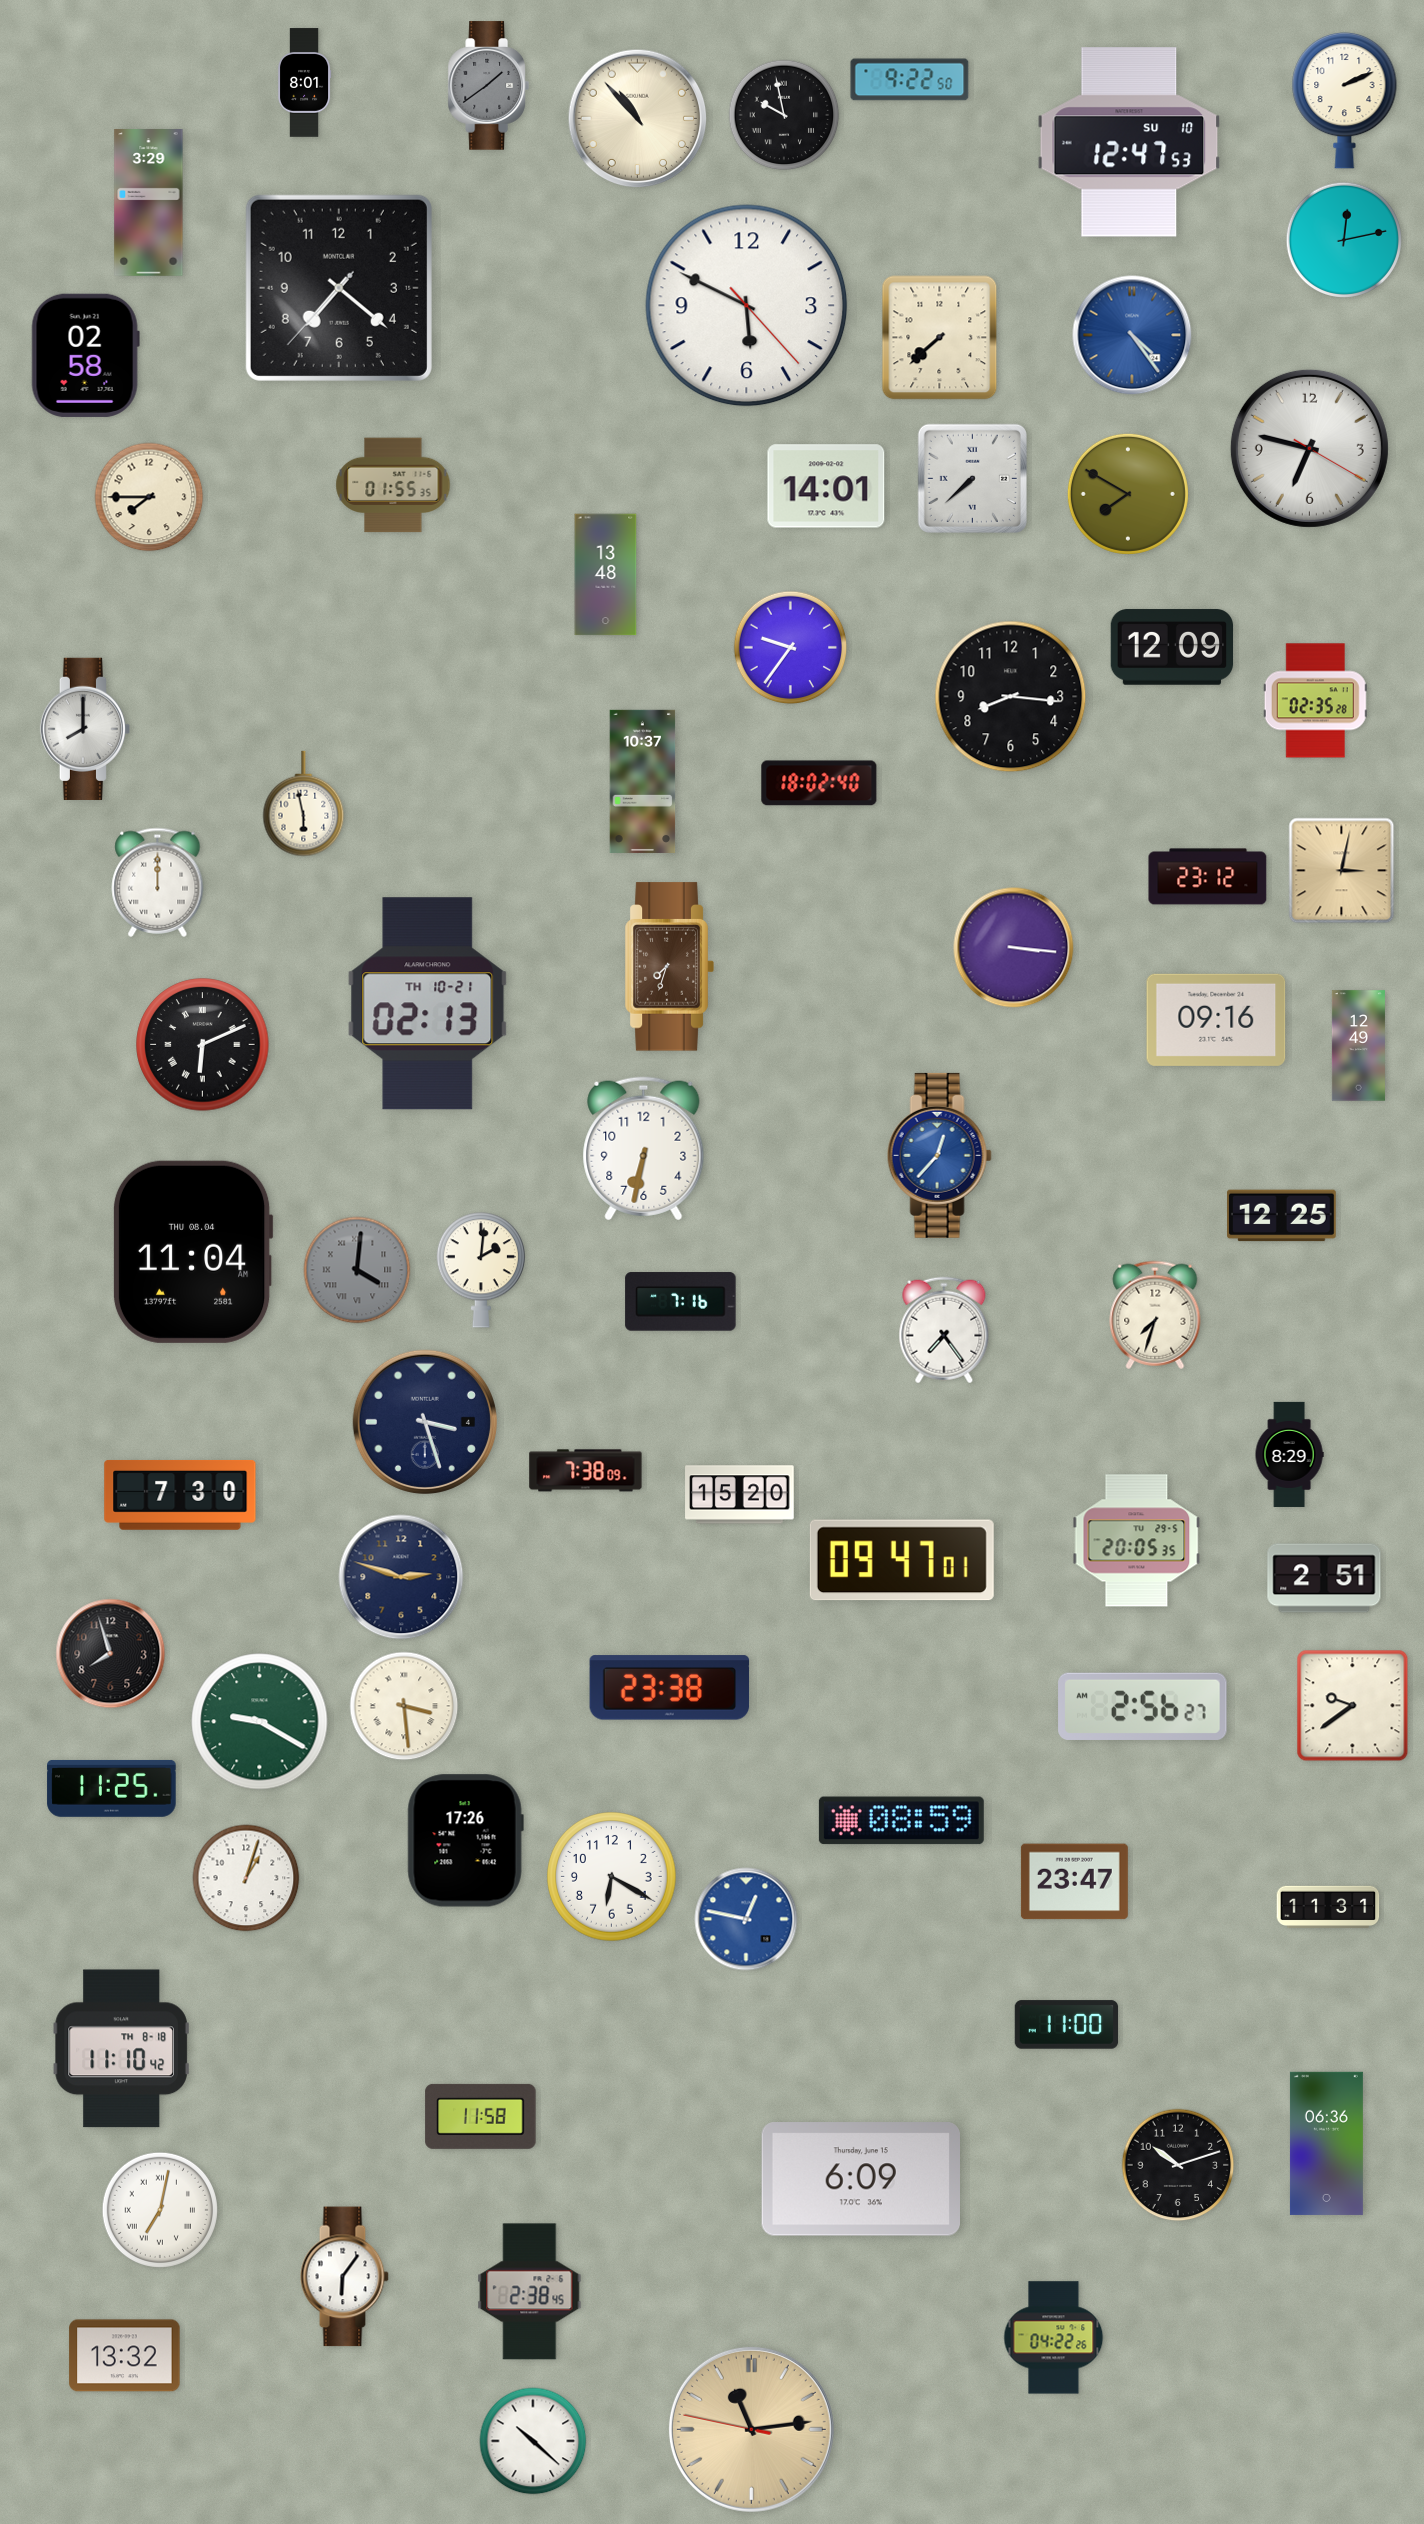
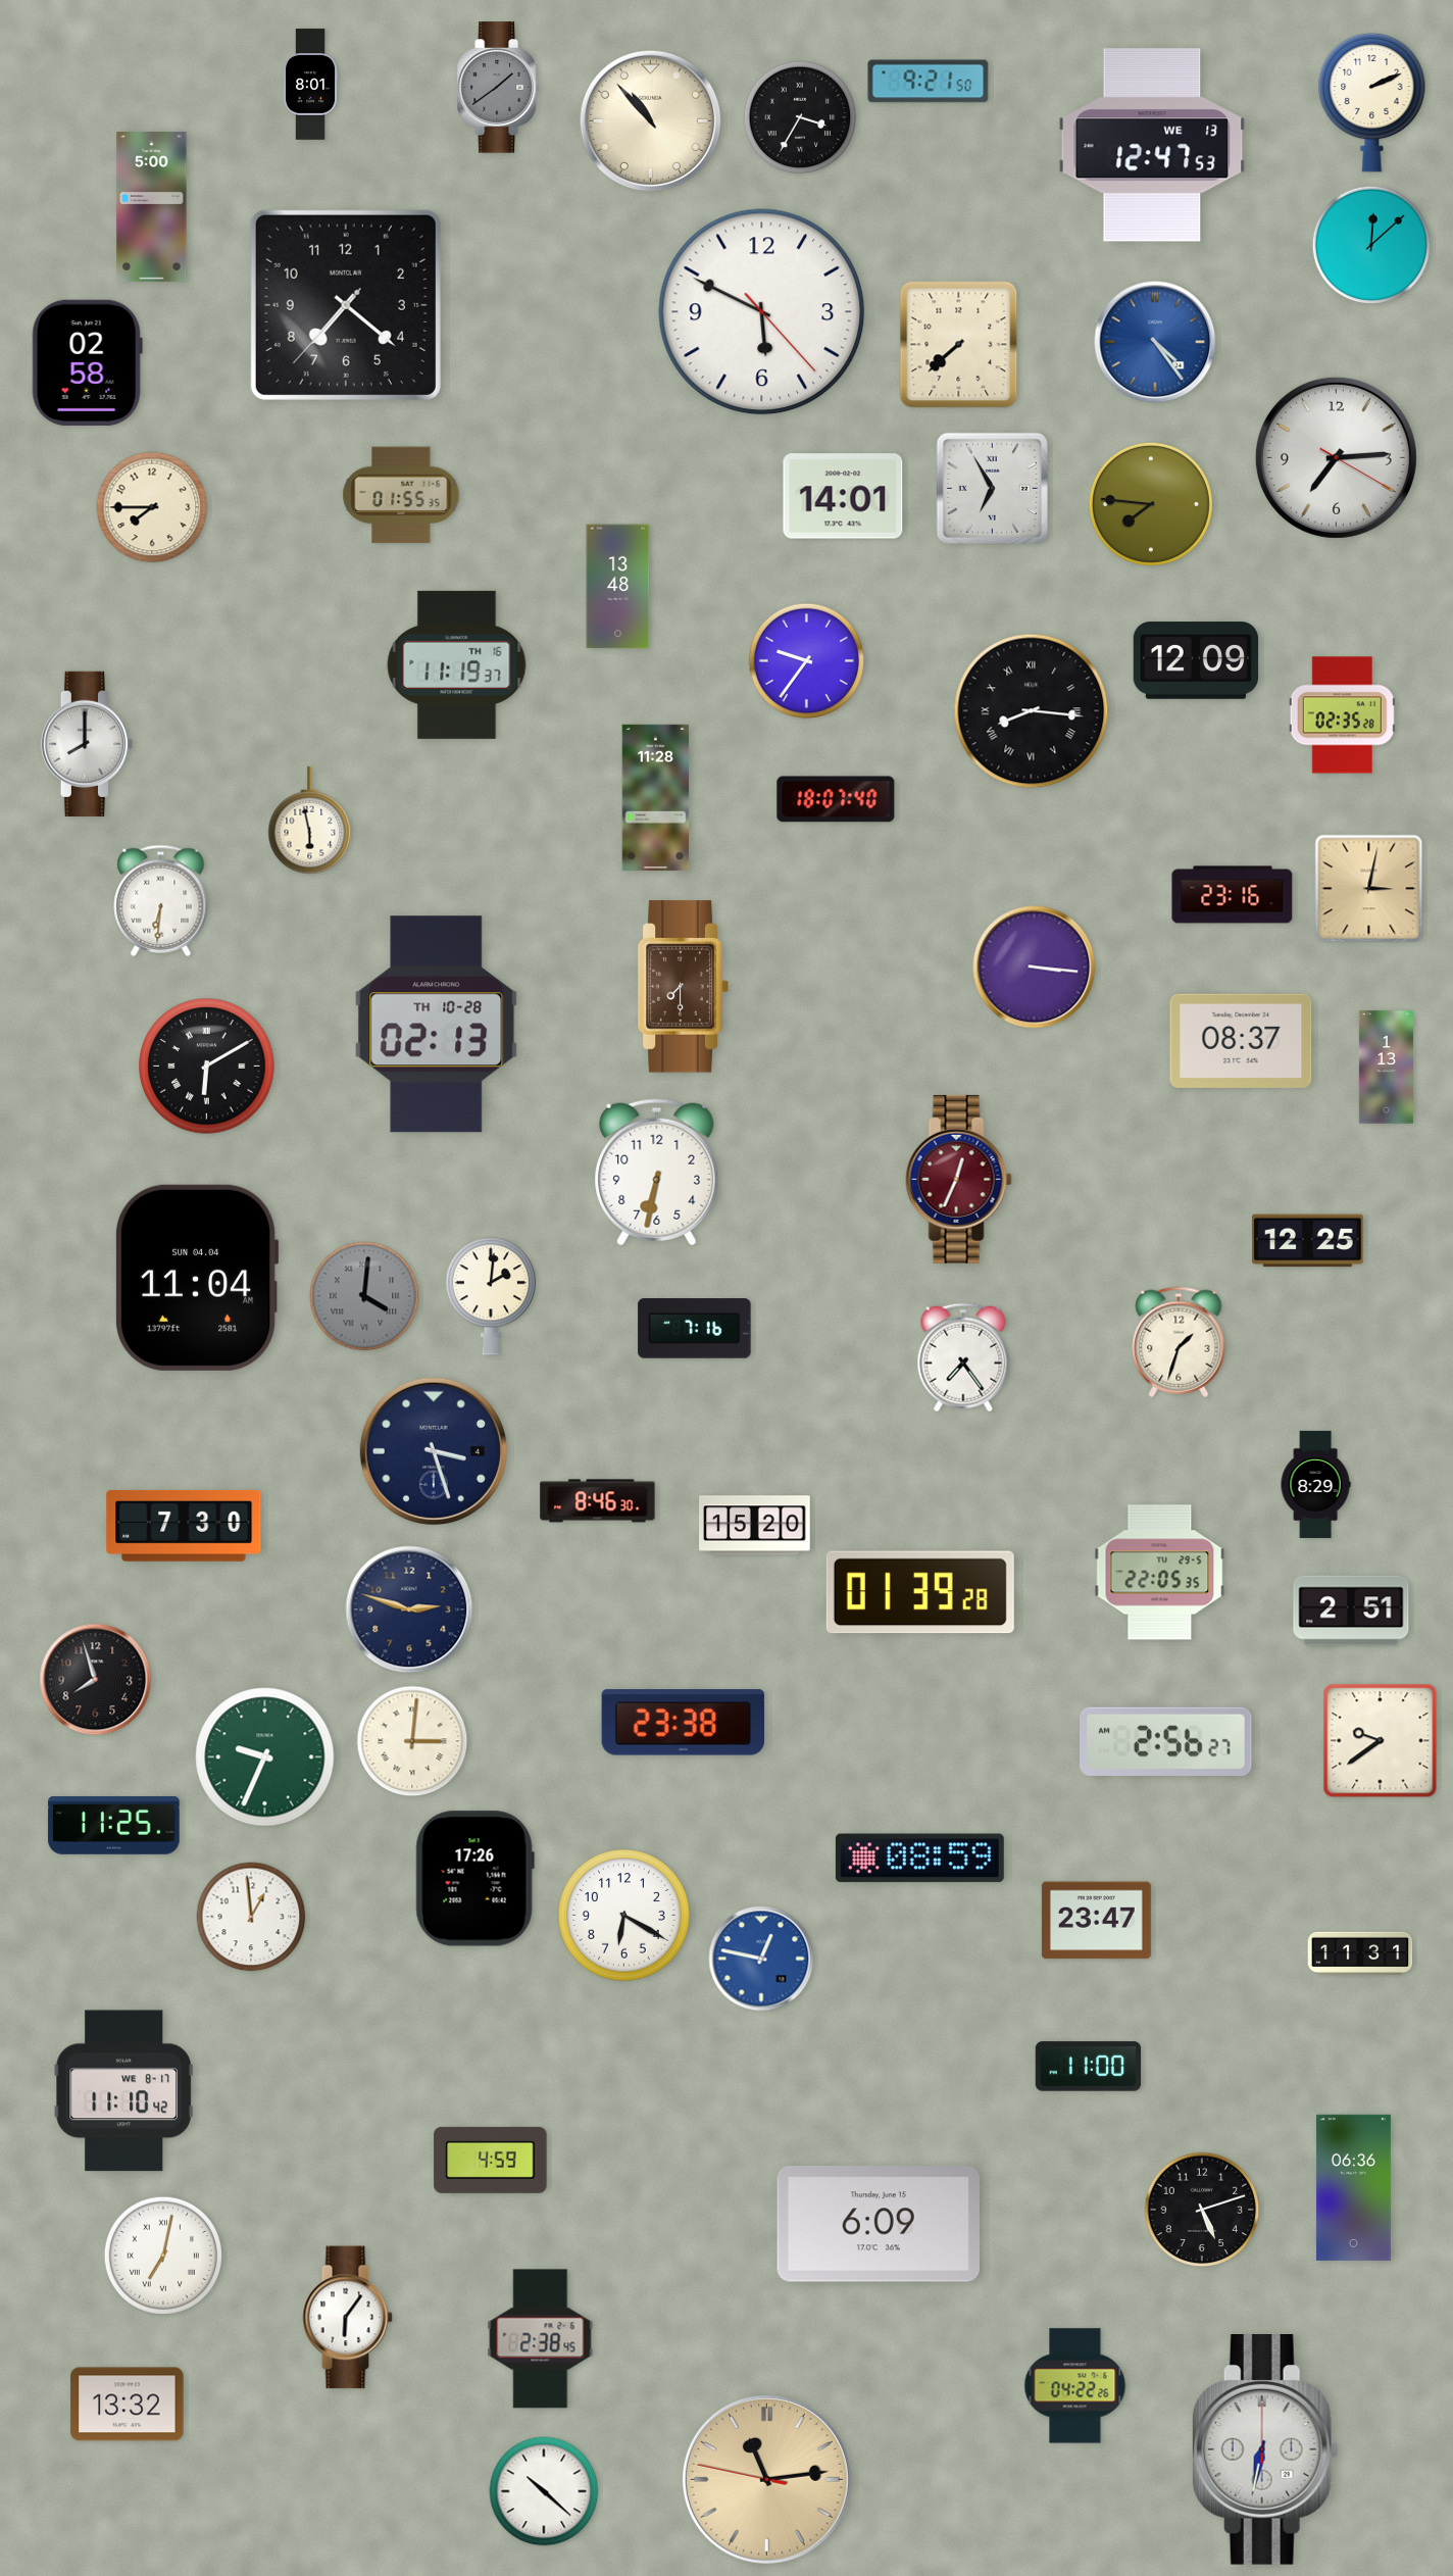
clock at (910, 80): 9:22 -> 9:21
clock at (784, 115): 9:58 -> 3:35
clock at (1129, 142) date: SU 10 -> WE 13
clock at (149, 203): 3:29 -> 5:00
clock at (1343, 239): 12:13 -> 12:08
clock at (339, 288) position: (339, 288) -> (346, 305)
clock at (1309, 448): 6:47 -> 7:14
clock at (972, 478): 7:38 -> 6:55
clock at (1128, 494): 7:50 -> 7:46
clock at (457, 664): none -> 11:19
clock at (1011, 697) numerals: Arabic -> Roman
clock at (643, 781): 10:37 -> 11:28
clock at (819, 783): 18:02 -> 18:07
clock at (1208, 877): 23:12 -> 23:16
clock at (158, 882): 12:00 -> 6:31
clock at (669, 967): 7:33 -> 7:30
clock at (428, 1004) date: TH 10-21 -> TH 10-28
clock at (1216, 1020): 09:16 -> 08:37
clock at (203, 1045): 6:11 -> 6:10
clock at (1358, 1046): 12:49 -> 1:13
clock at (939, 1155): 12:37 -> 12:34
clock at (939, 1155) dial: blue -> burgundy
clock at (193, 1252) date: THU 08.04 -> SUN 04.04
clock at (1155, 1315): 7:33 -> 1:33
clock at (586, 1471): 7:38 -> 8:46
clock at (1137, 1541): 20:05 -> 22:05
clock at (902, 1560): 09:47 -> 01:39
clock at (111, 1654) position: (111, 1654) -> (96, 1680)
clock at (404, 1706): 3:29 -> 3:01
clock at (260, 1722): 9:20 -> 9:34
clock at (246, 1878): 1:03 -> 12:59
clock at (1328, 1907) position: (1328, 1907) -> (1360, 1953)
clock at (121, 2049) date: TH 8-18 -> WE 8-17
clock at (481, 2116): 11:58 -> 4:59
clock at (1178, 2165): 10:12 -> 5:12
clock at (344, 2277) position: (344, 2277) -> (347, 2318)
clock at (1265, 2450): none -> 6:32
